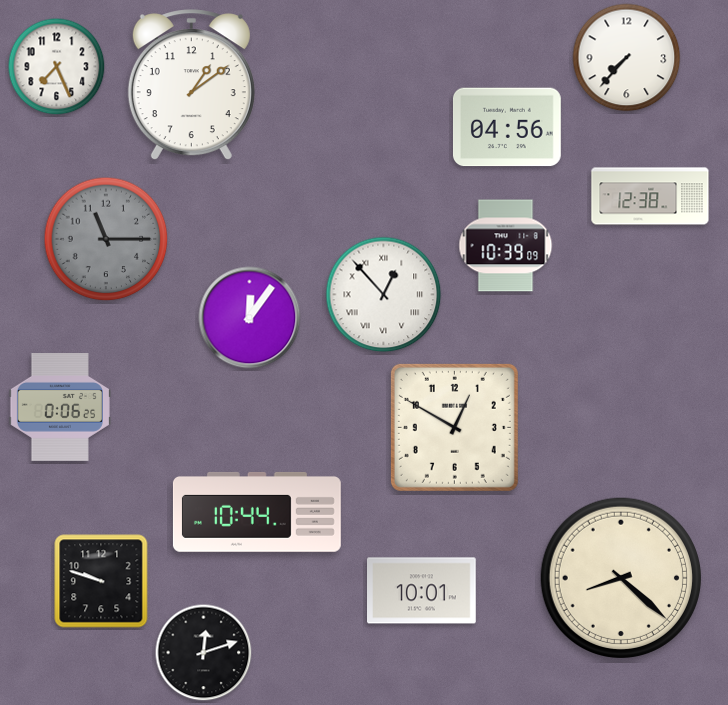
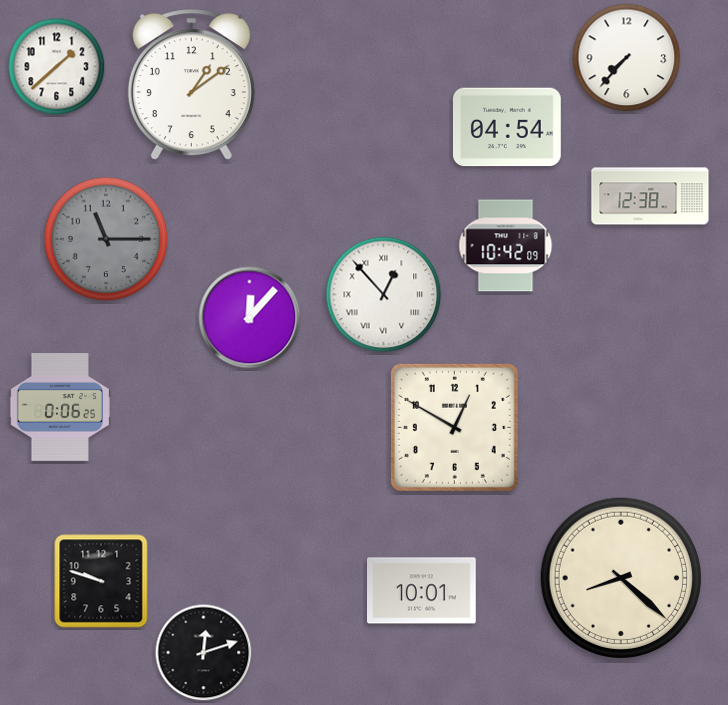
clock at (57, 67): 7:26 -> 1:38
clock at (507, 127): 04:56 -> 04:54
clock at (506, 246): 10:39 -> 10:42
clock at (250, 318): 12:06 -> 12:07
clock at (257, 512): 10:44 -> none
